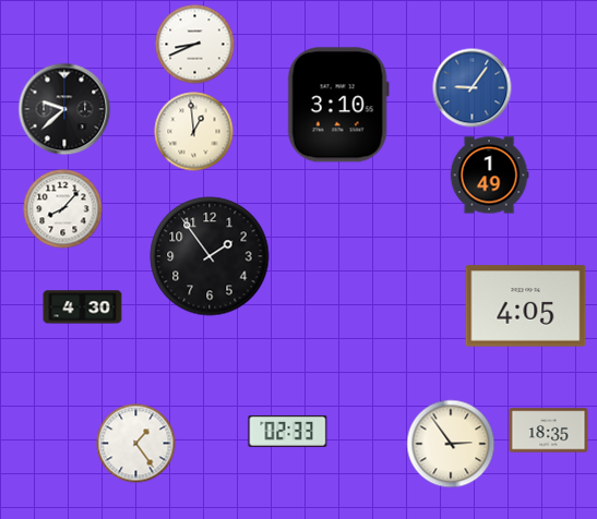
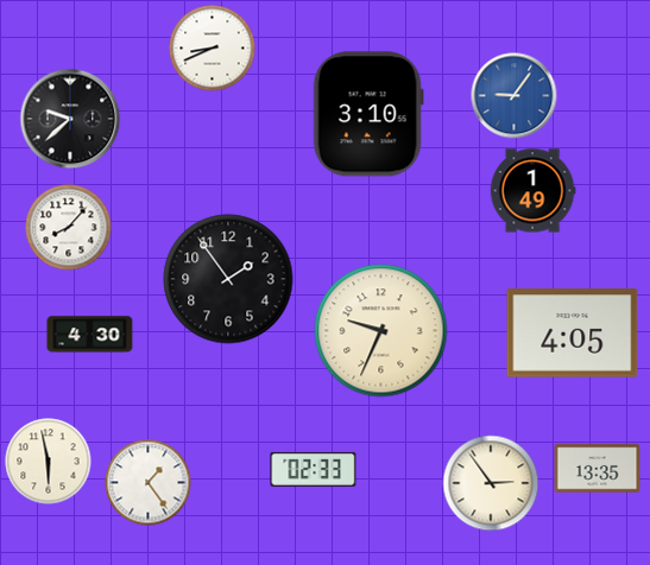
clock at (194, 132): 12:59 -> none
clock at (381, 331): none -> 9:34
clock at (49, 462): none -> 5:58
clock at (549, 431): 18:35 -> 13:35
